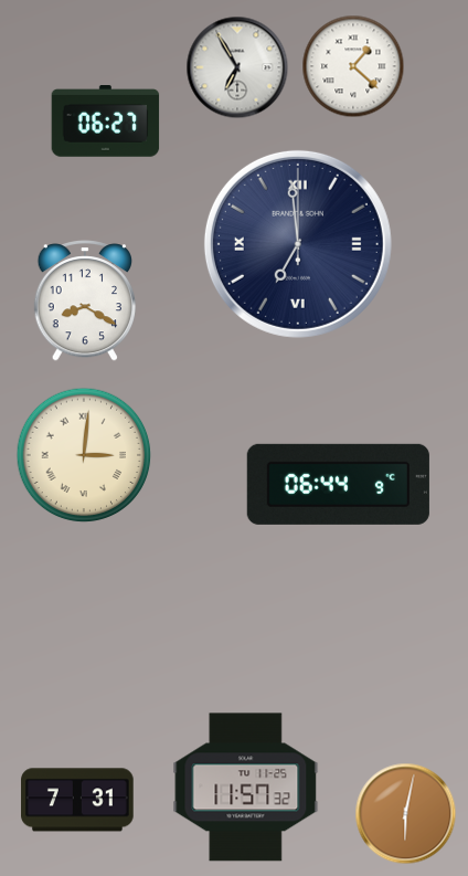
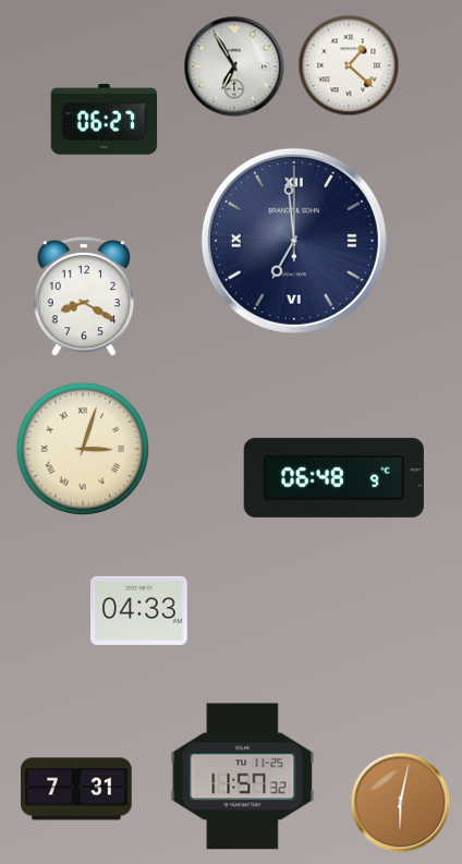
clock at (84, 455): 3:01 -> 3:03
clock at (338, 484): 06:44 -> 06:48
clock at (139, 610): none -> 04:33
